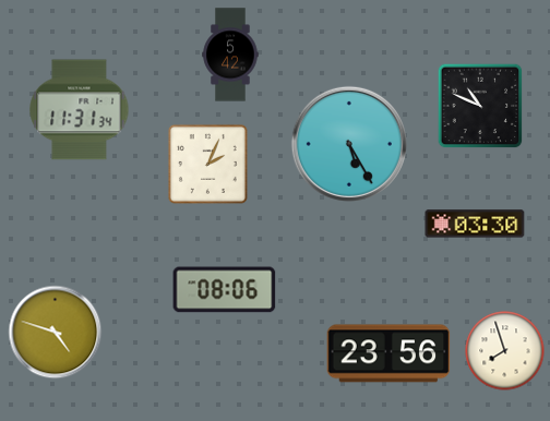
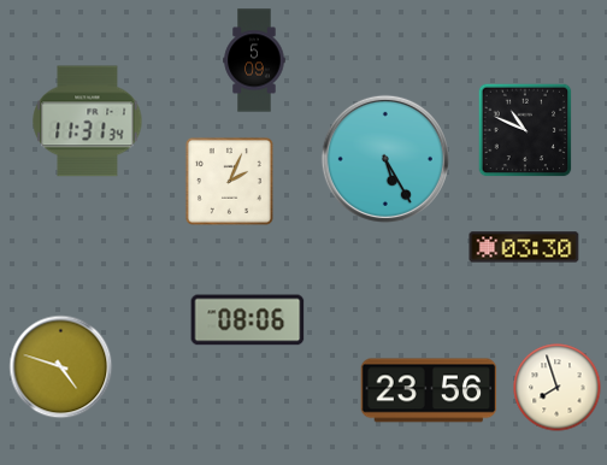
clock at (230, 55): 5:42 -> 5:09
clock at (480, 106) position: (480, 106) -> (525, 130)
